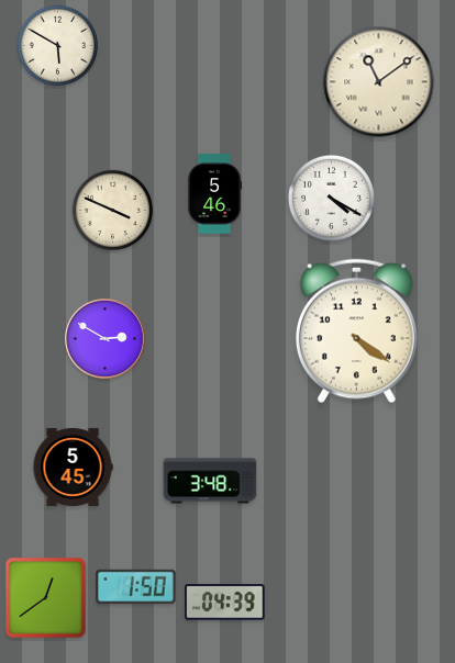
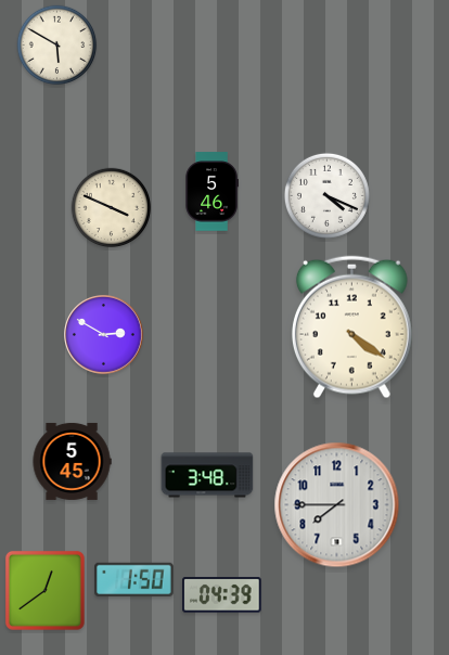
clock at (379, 82): 11:09 -> none
clock at (331, 198): 4:20 -> 4:19
clock at (337, 505): none -> 7:45
